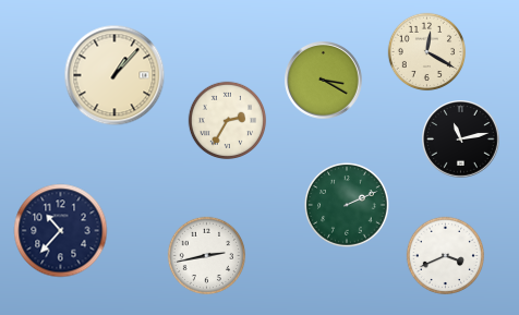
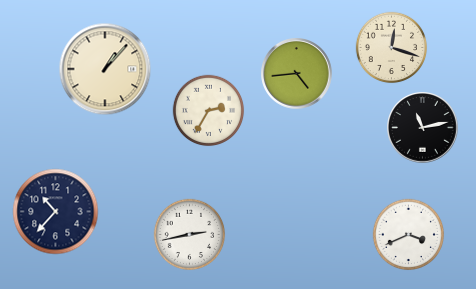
clock at (427, 52): 12:20 -> 12:18
clock at (324, 81): 3:20 -> 4:44
clock at (347, 205): 2:11 -> none
